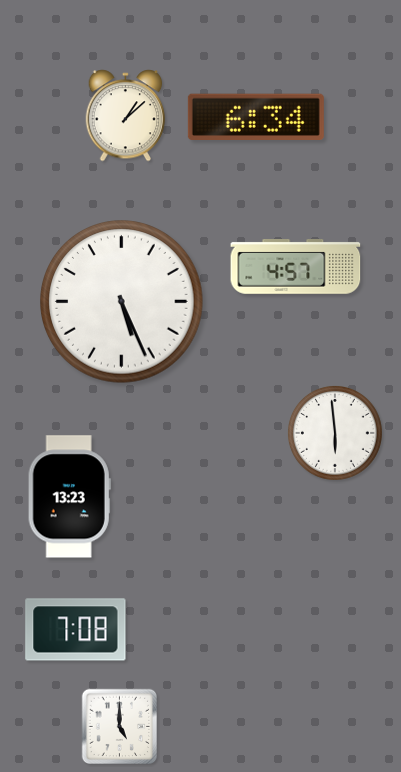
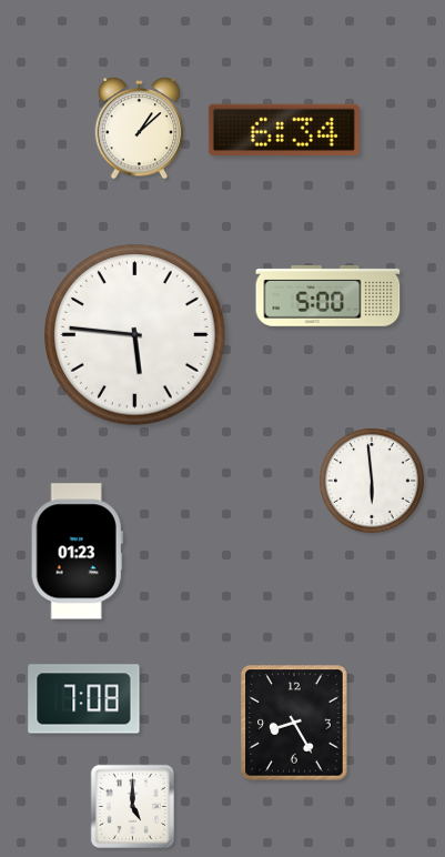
clock at (296, 267): 4:57 -> 5:00
clock at (122, 302): 5:26 -> 5:46
clock at (69, 497): 13:23 -> 01:23
clock at (294, 723): none -> 8:25
